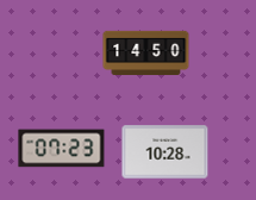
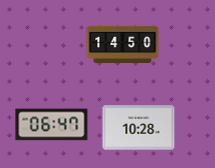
clock at (62, 149): 07:23 -> 06:47
